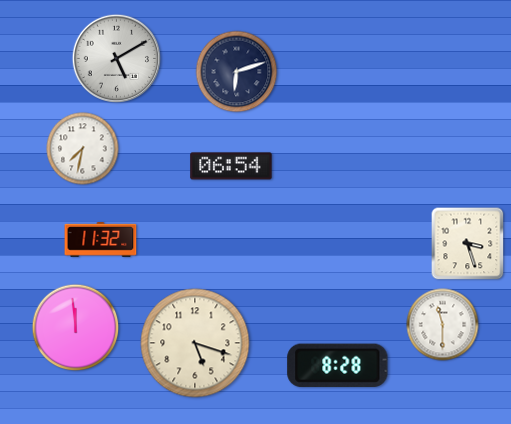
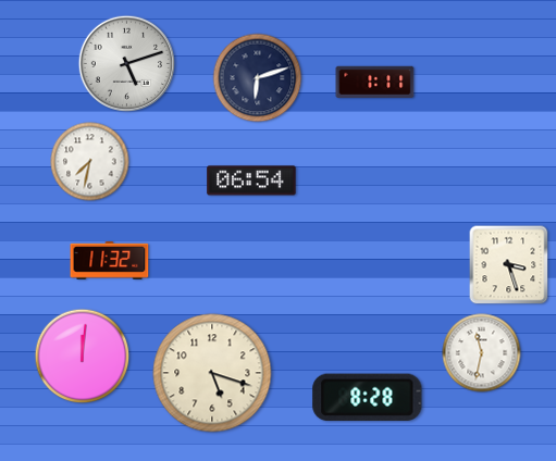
clock at (116, 58): 5:10 -> 5:12
clock at (375, 82): none -> 1:11
clock at (443, 325): 11:30 -> 11:32
clock at (76, 328): 11:59 -> 12:01
